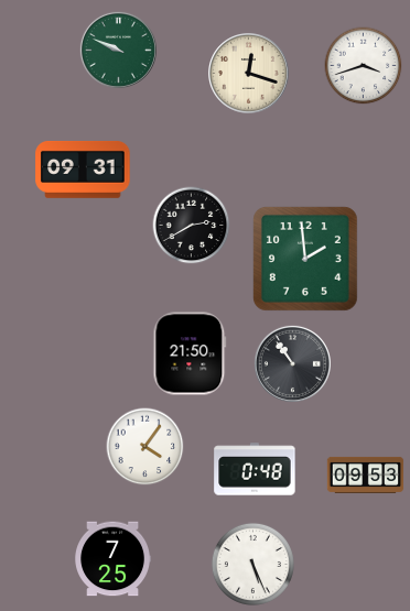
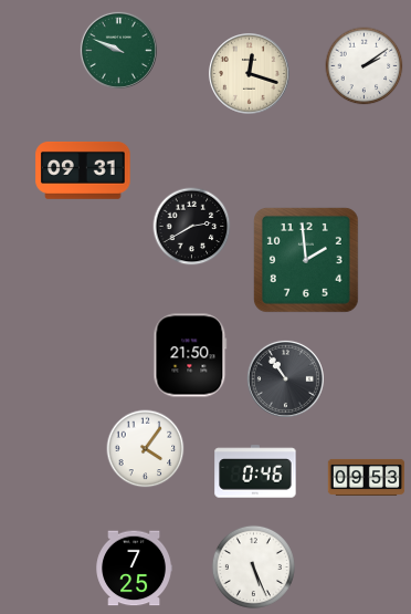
clock at (364, 66): 3:42 -> 2:09
clock at (292, 363) position: (292, 363) -> (285, 378)
clock at (255, 469): 0:48 -> 0:46
clock at (112, 559) position: (112, 559) -> (134, 569)
